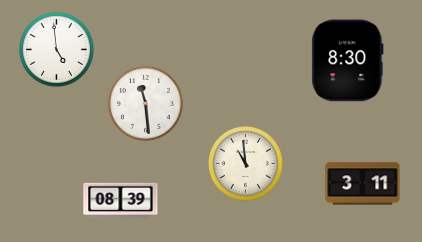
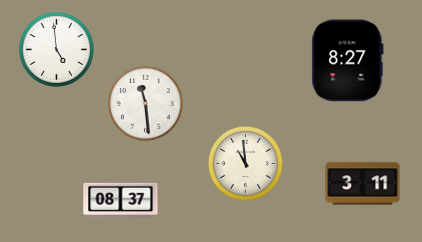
clock at (348, 61): 8:30 -> 8:27
clock at (121, 200): 08:39 -> 08:37
